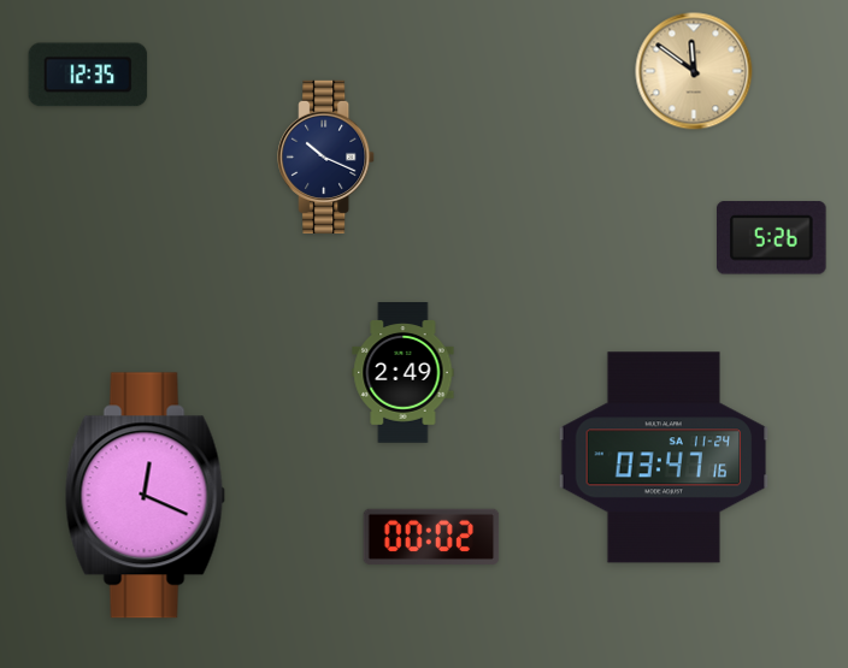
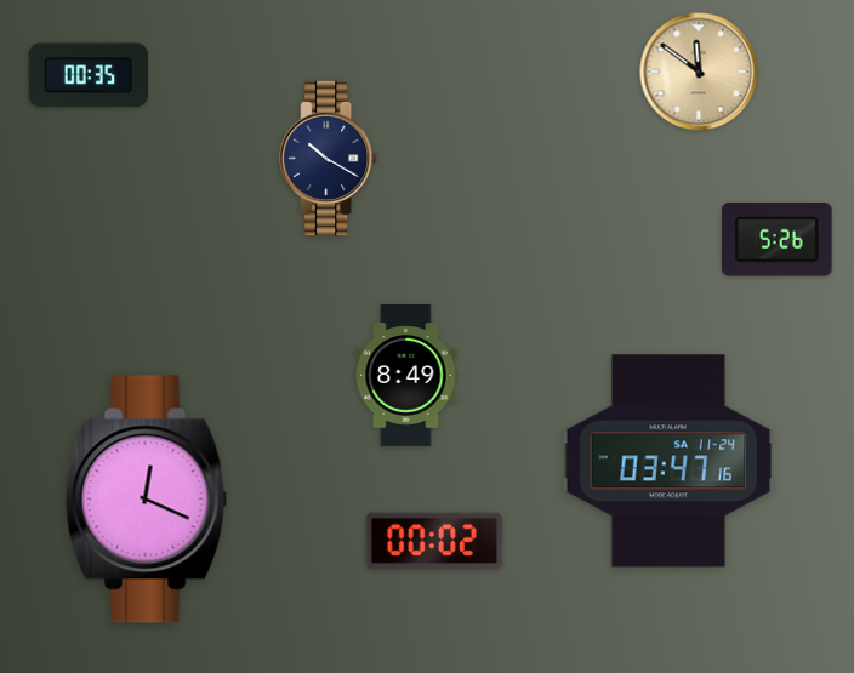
clock at (88, 75): 12:35 -> 00:35
clock at (326, 156): 10:19 -> 10:20
clock at (404, 373): 2:49 -> 8:49
